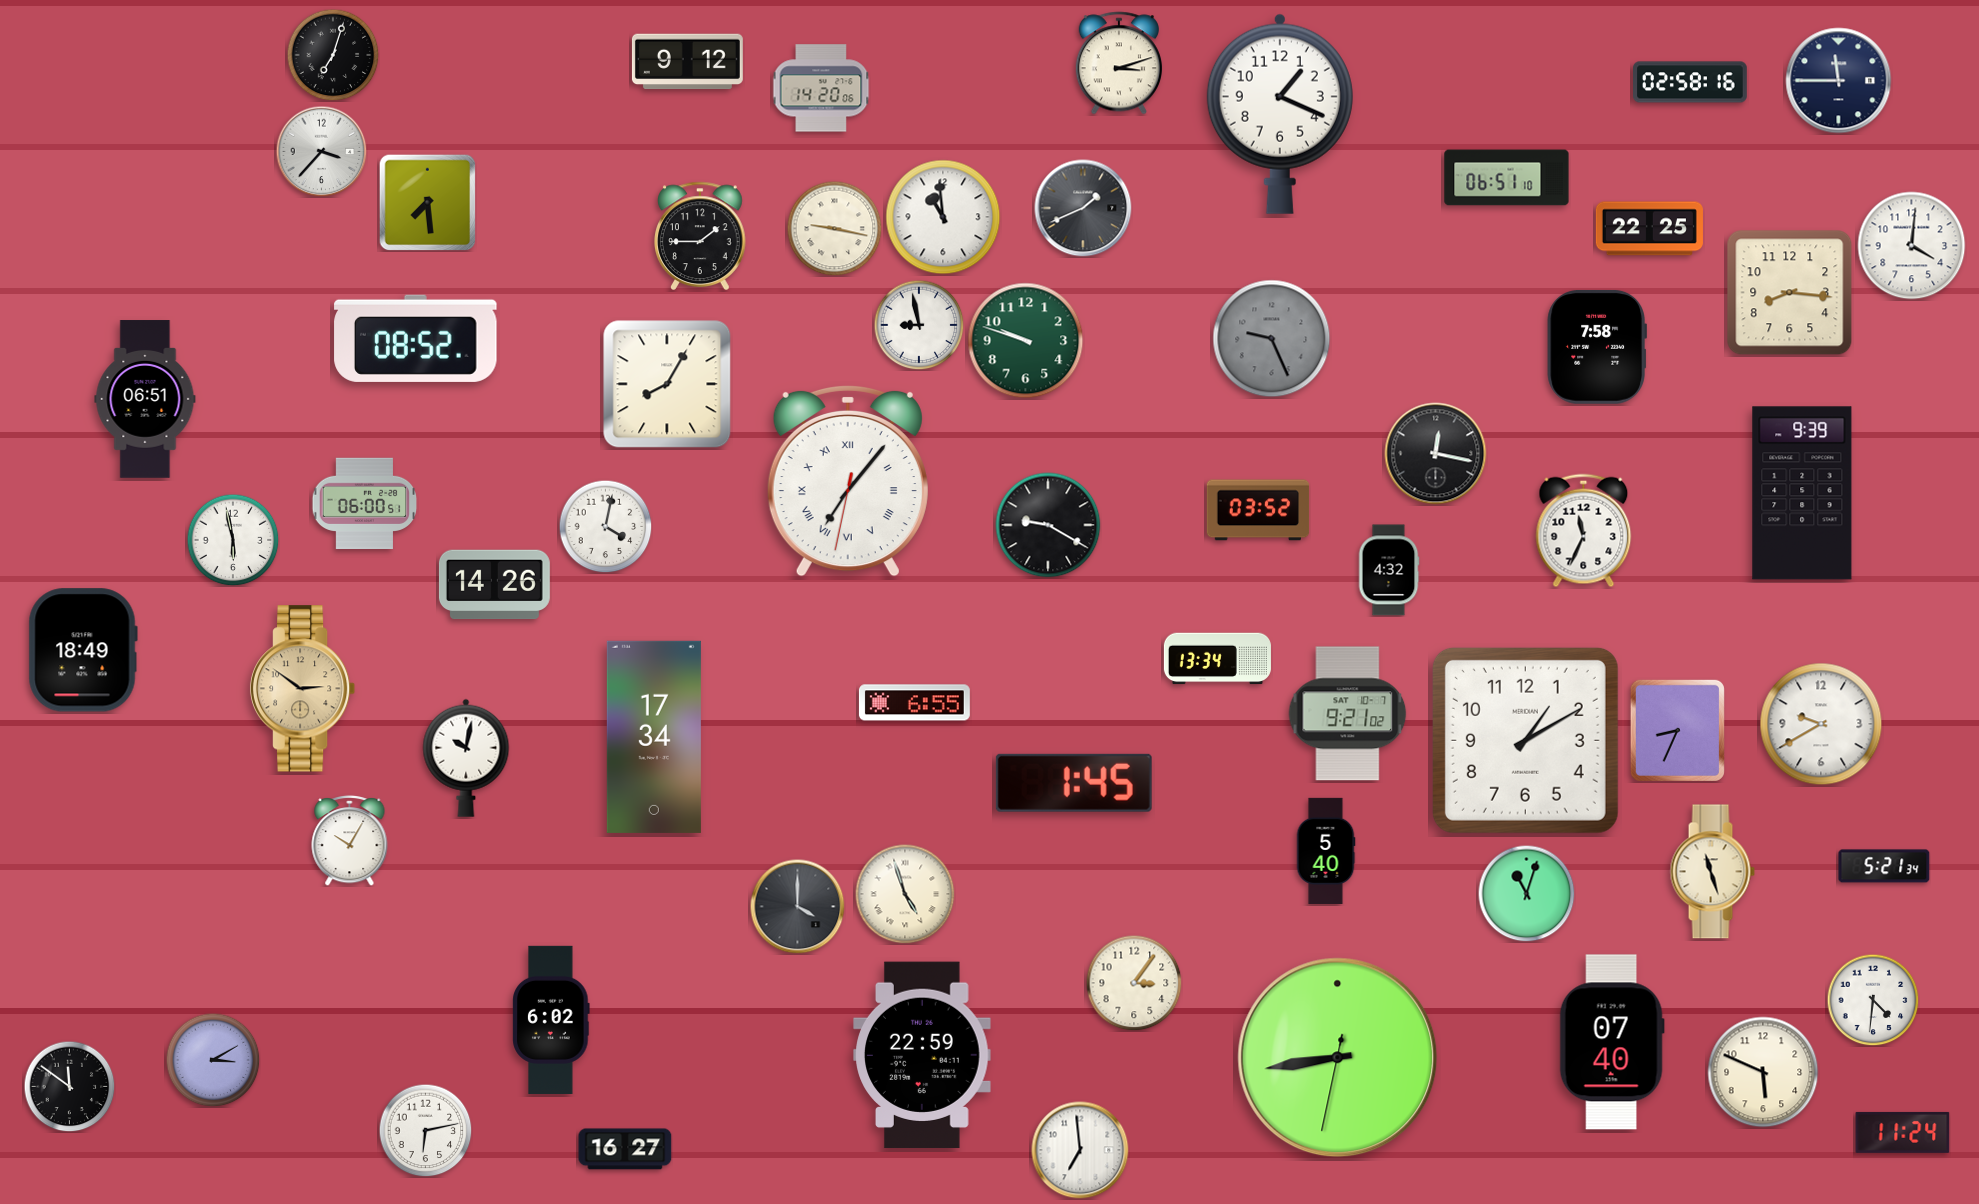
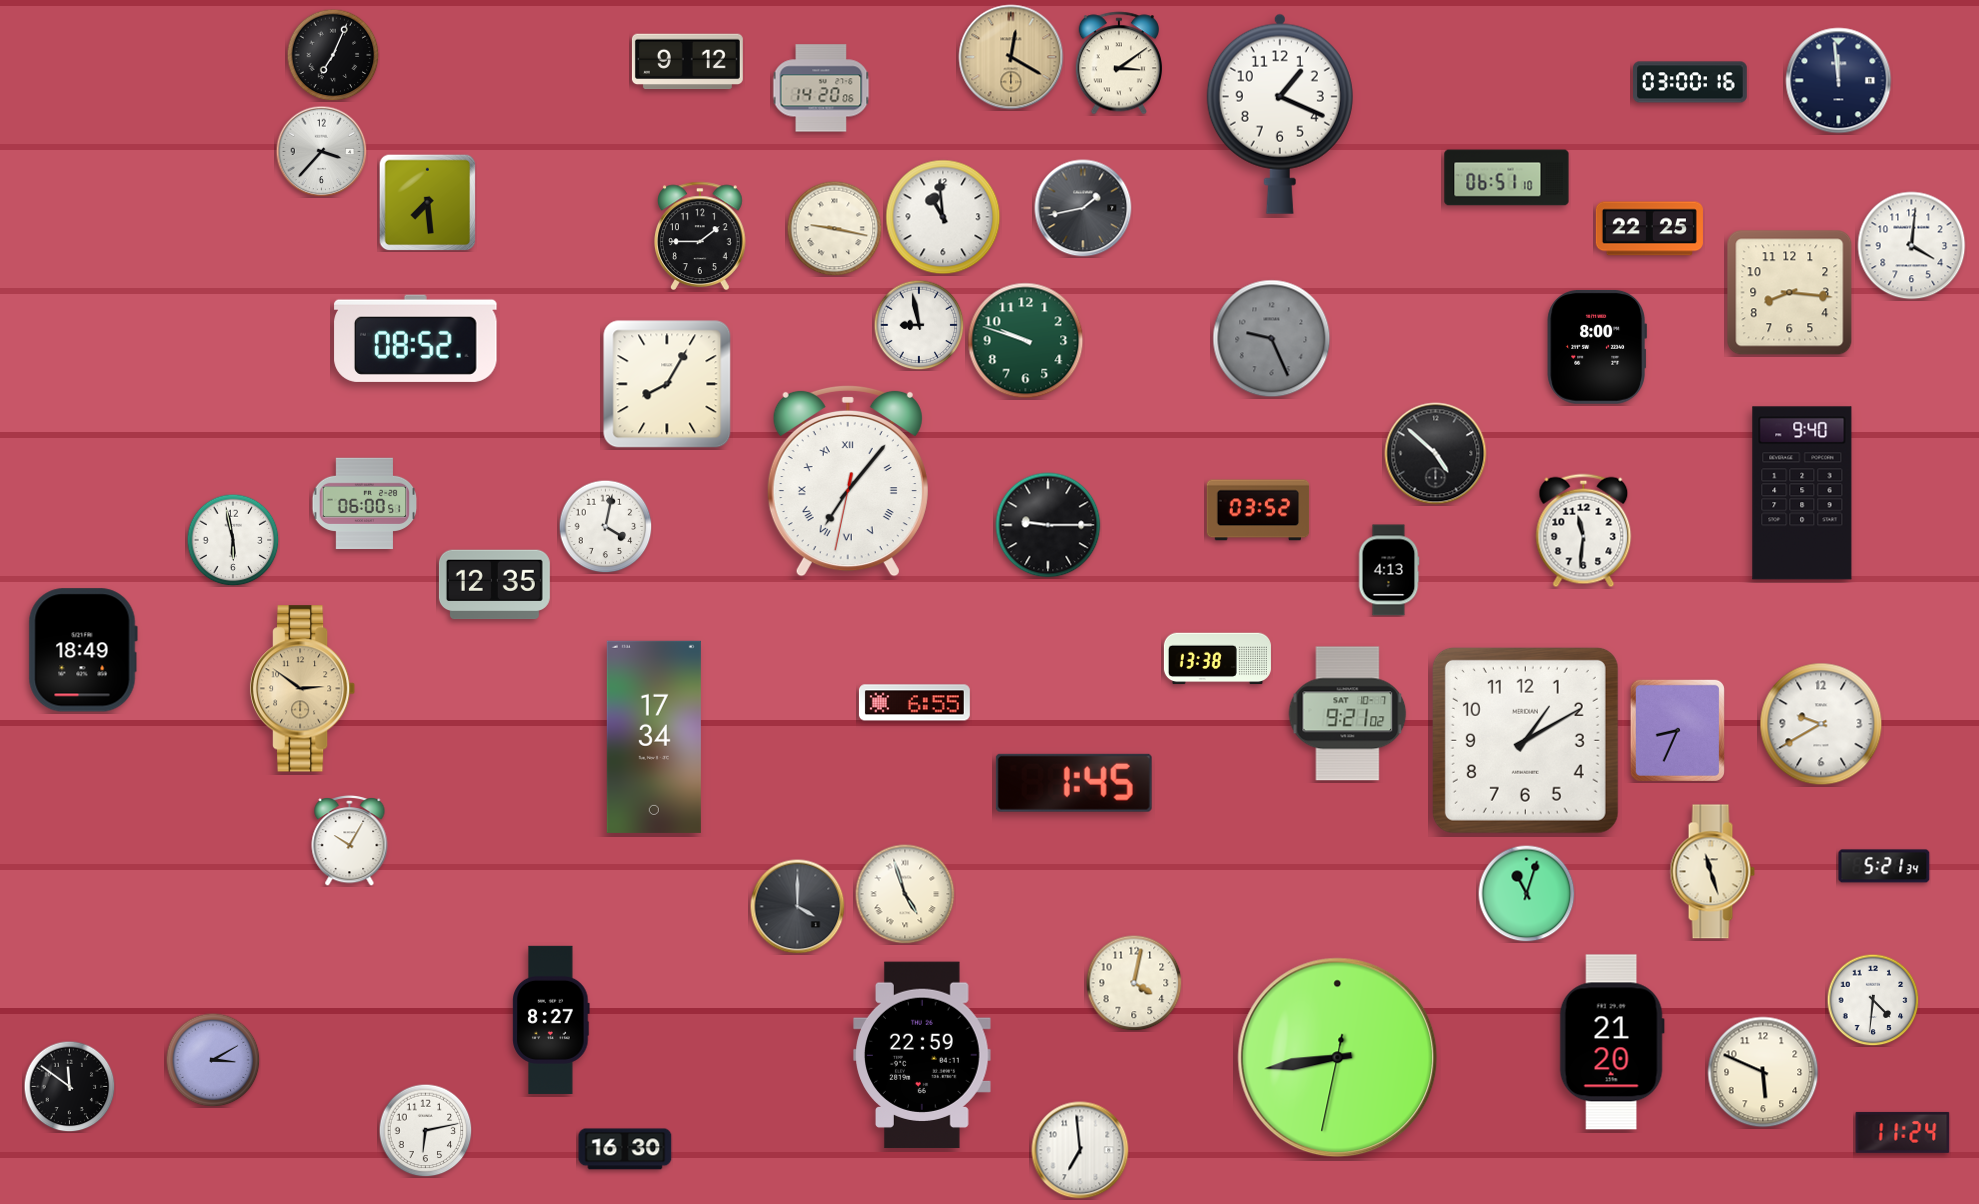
clock at (333, 55): 7:03 -> 7:04
clock at (1011, 57): none -> 12:20
clock at (1119, 63): 3:12 -> 3:09
clock at (1839, 81): 11:45 -> 11:59
clock at (1690, 82): 02:58 -> 03:00
clock at (1083, 208): 1:41 -> 1:43
clock at (1597, 347): 7:58 -> 8:00
clock at (145, 399): 06:51 -> none
clock at (1436, 454): 12:17 -> 4:52
clock at (1802, 493): 9:39 -> 9:40
clock at (1048, 525): 9:20 -> 9:15
clock at (1584, 531): 11:34 -> 11:31
clock at (1389, 570): 4:32 -> 4:13
clock at (494, 585): 14:26 -> 12:35
clock at (1217, 659): 13:34 -> 13:38
clock at (466, 758): 10:02 -> none
clock at (1326, 851): 5:40 -> none
clock at (1134, 983): 3:06 -> 4:02
clock at (551, 1020): 6:02 -> 8:27
clock at (1612, 1042): 07:40 -> 21:20
clock at (625, 1149): 16:27 -> 16:30
